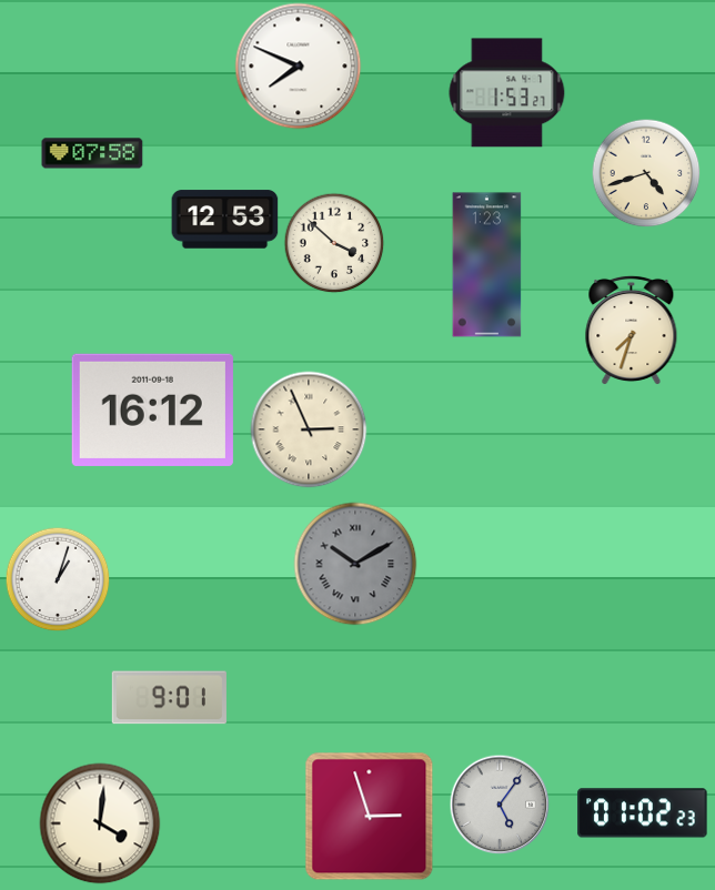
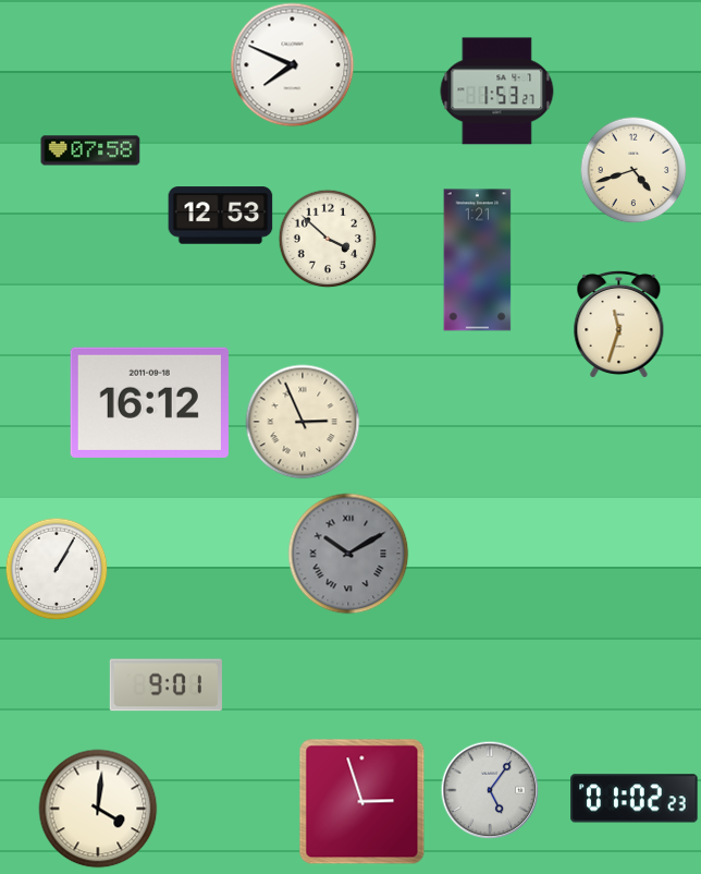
clock at (487, 265): 1:23 -> 1:21
clock at (632, 330): 7:33 -> 11:33
clock at (58, 579): 1:03 -> 1:05
clock at (643, 813) position: (643, 813) -> (635, 799)
